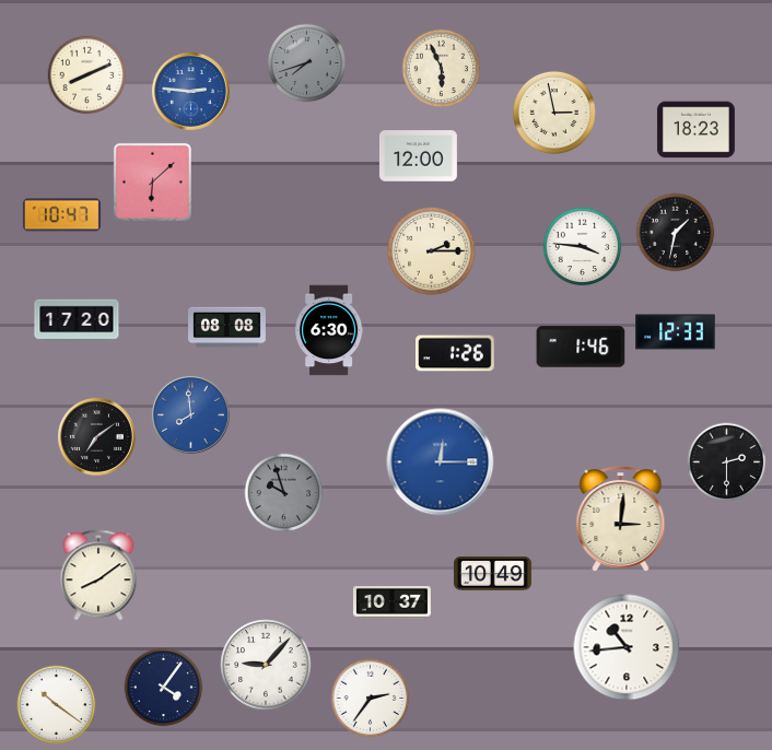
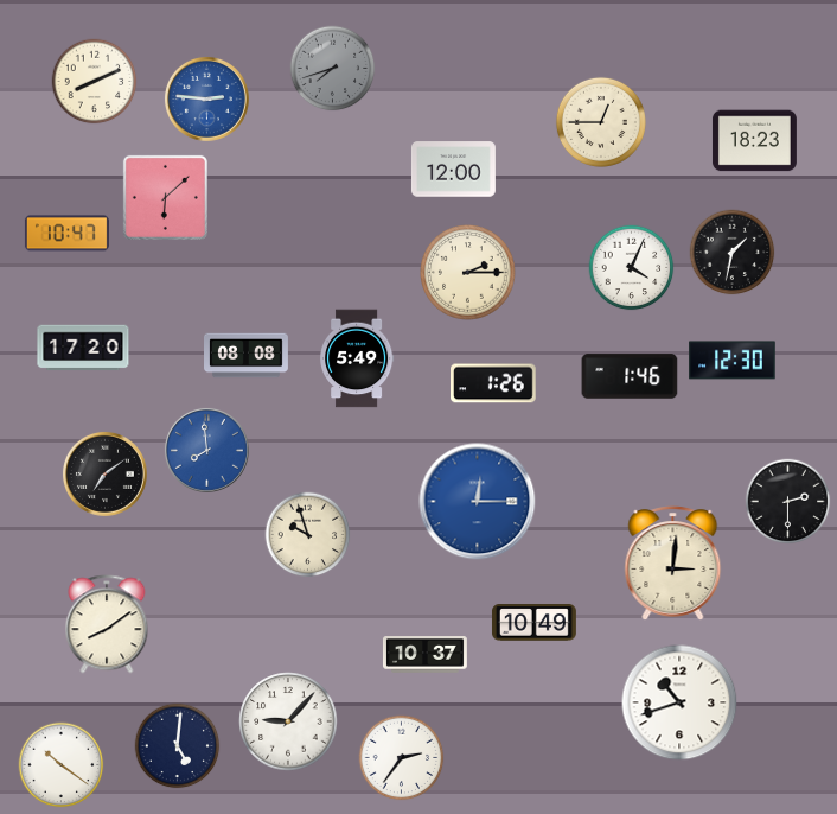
clock at (442, 69): 5:56 -> none
clock at (554, 113): 2:58 -> 12:45
clock at (583, 247): 3:46 -> 4:04
clock at (330, 330): 6:30 -> 5:49
clock at (676, 332): 12:33 -> 12:30
clock at (284, 493) dial: grey -> cream
clock at (627, 647): 10:44 -> 10:42
clock at (164, 688): 4:06 -> 5:01
